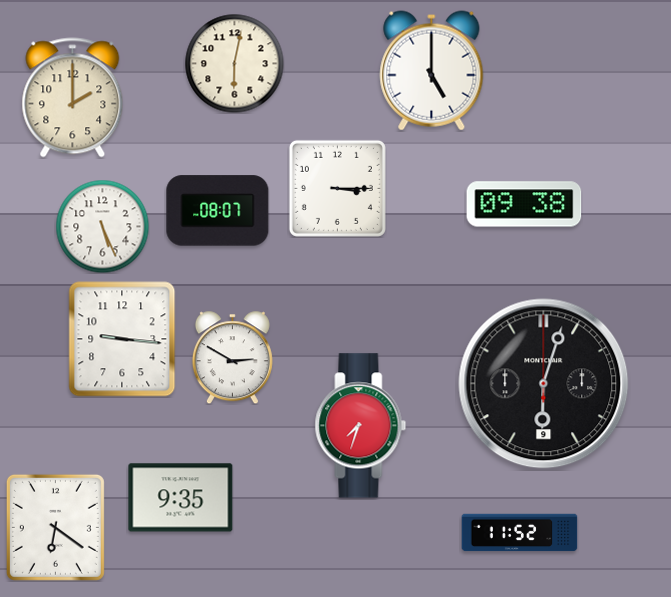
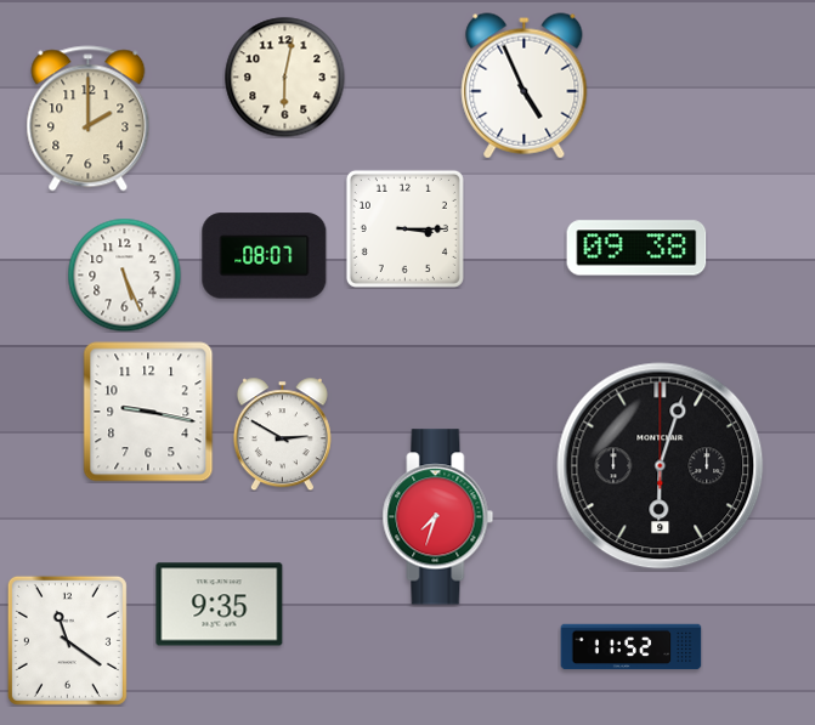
clock at (432, 71): 5:00 -> 4:56
clock at (337, 188) position: (337, 188) -> (404, 228)
clock at (122, 339): 9:16 -> 9:17
clock at (55, 527): 6:21 -> 11:21
